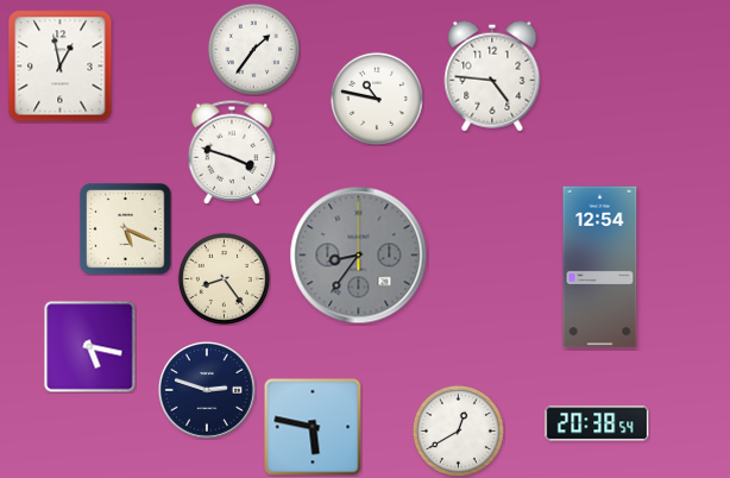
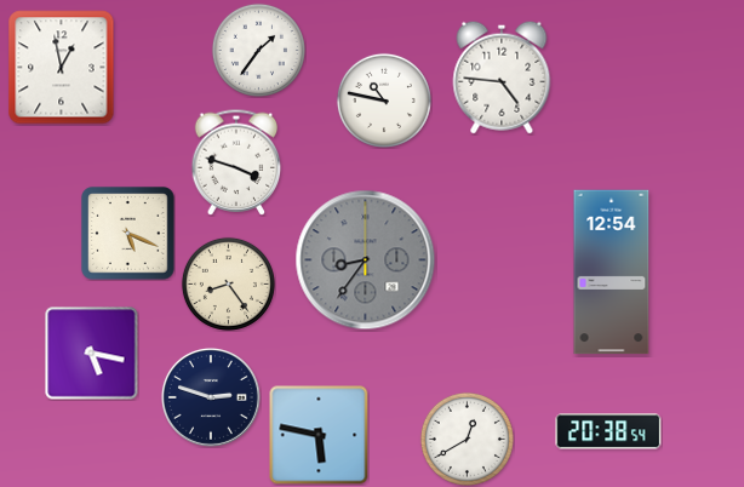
clock at (232, 152) position: (232, 152) -> (236, 162)
